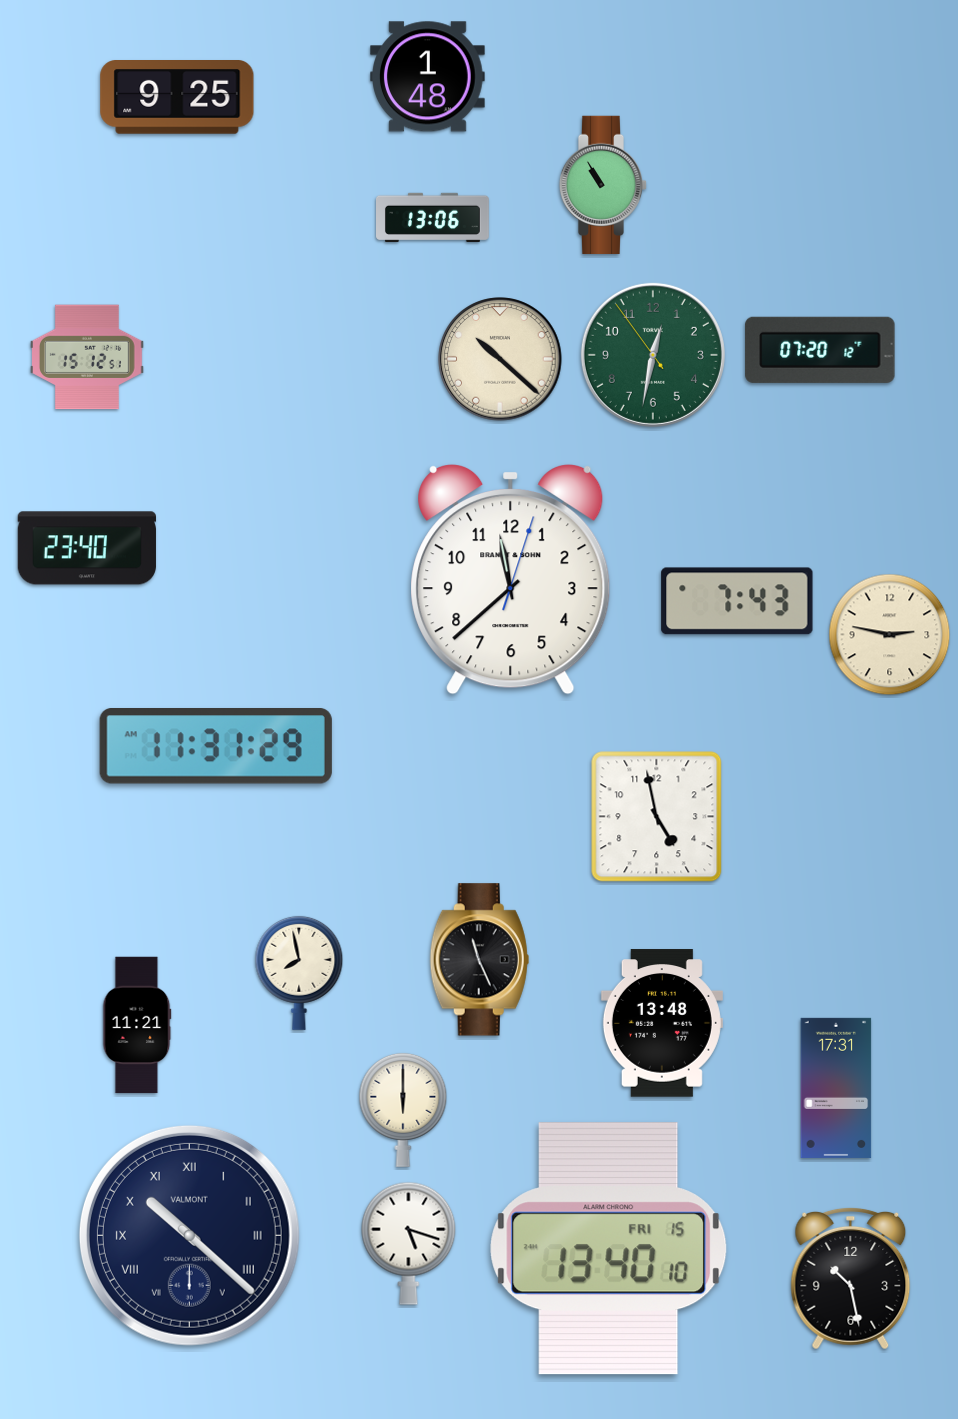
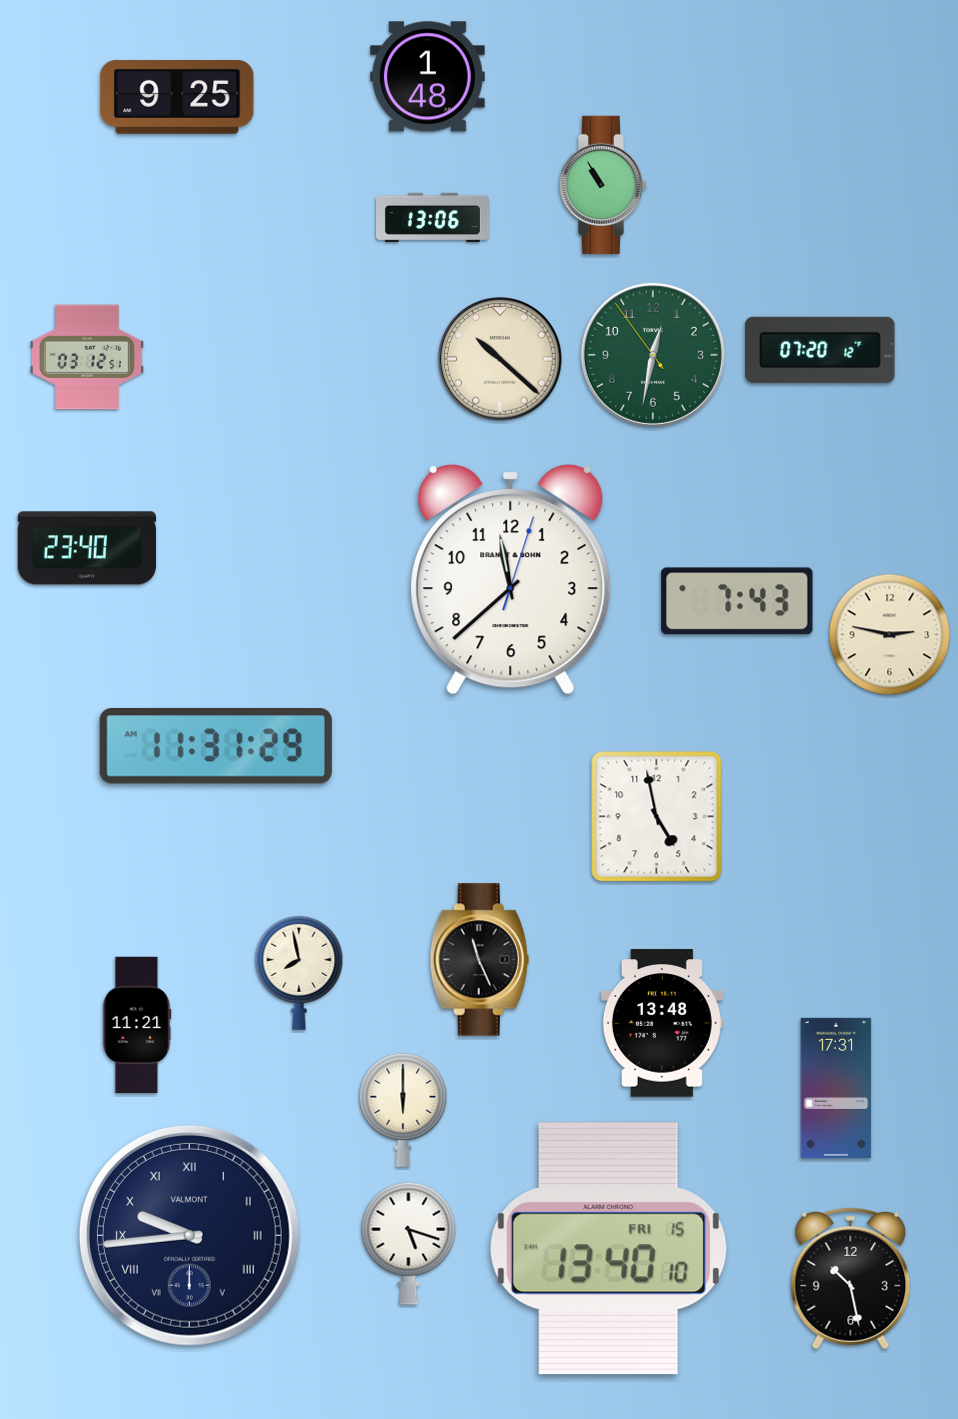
clock at (88, 357): 15:12 -> 03:12
clock at (189, 1235): 10:22 -> 9:44
